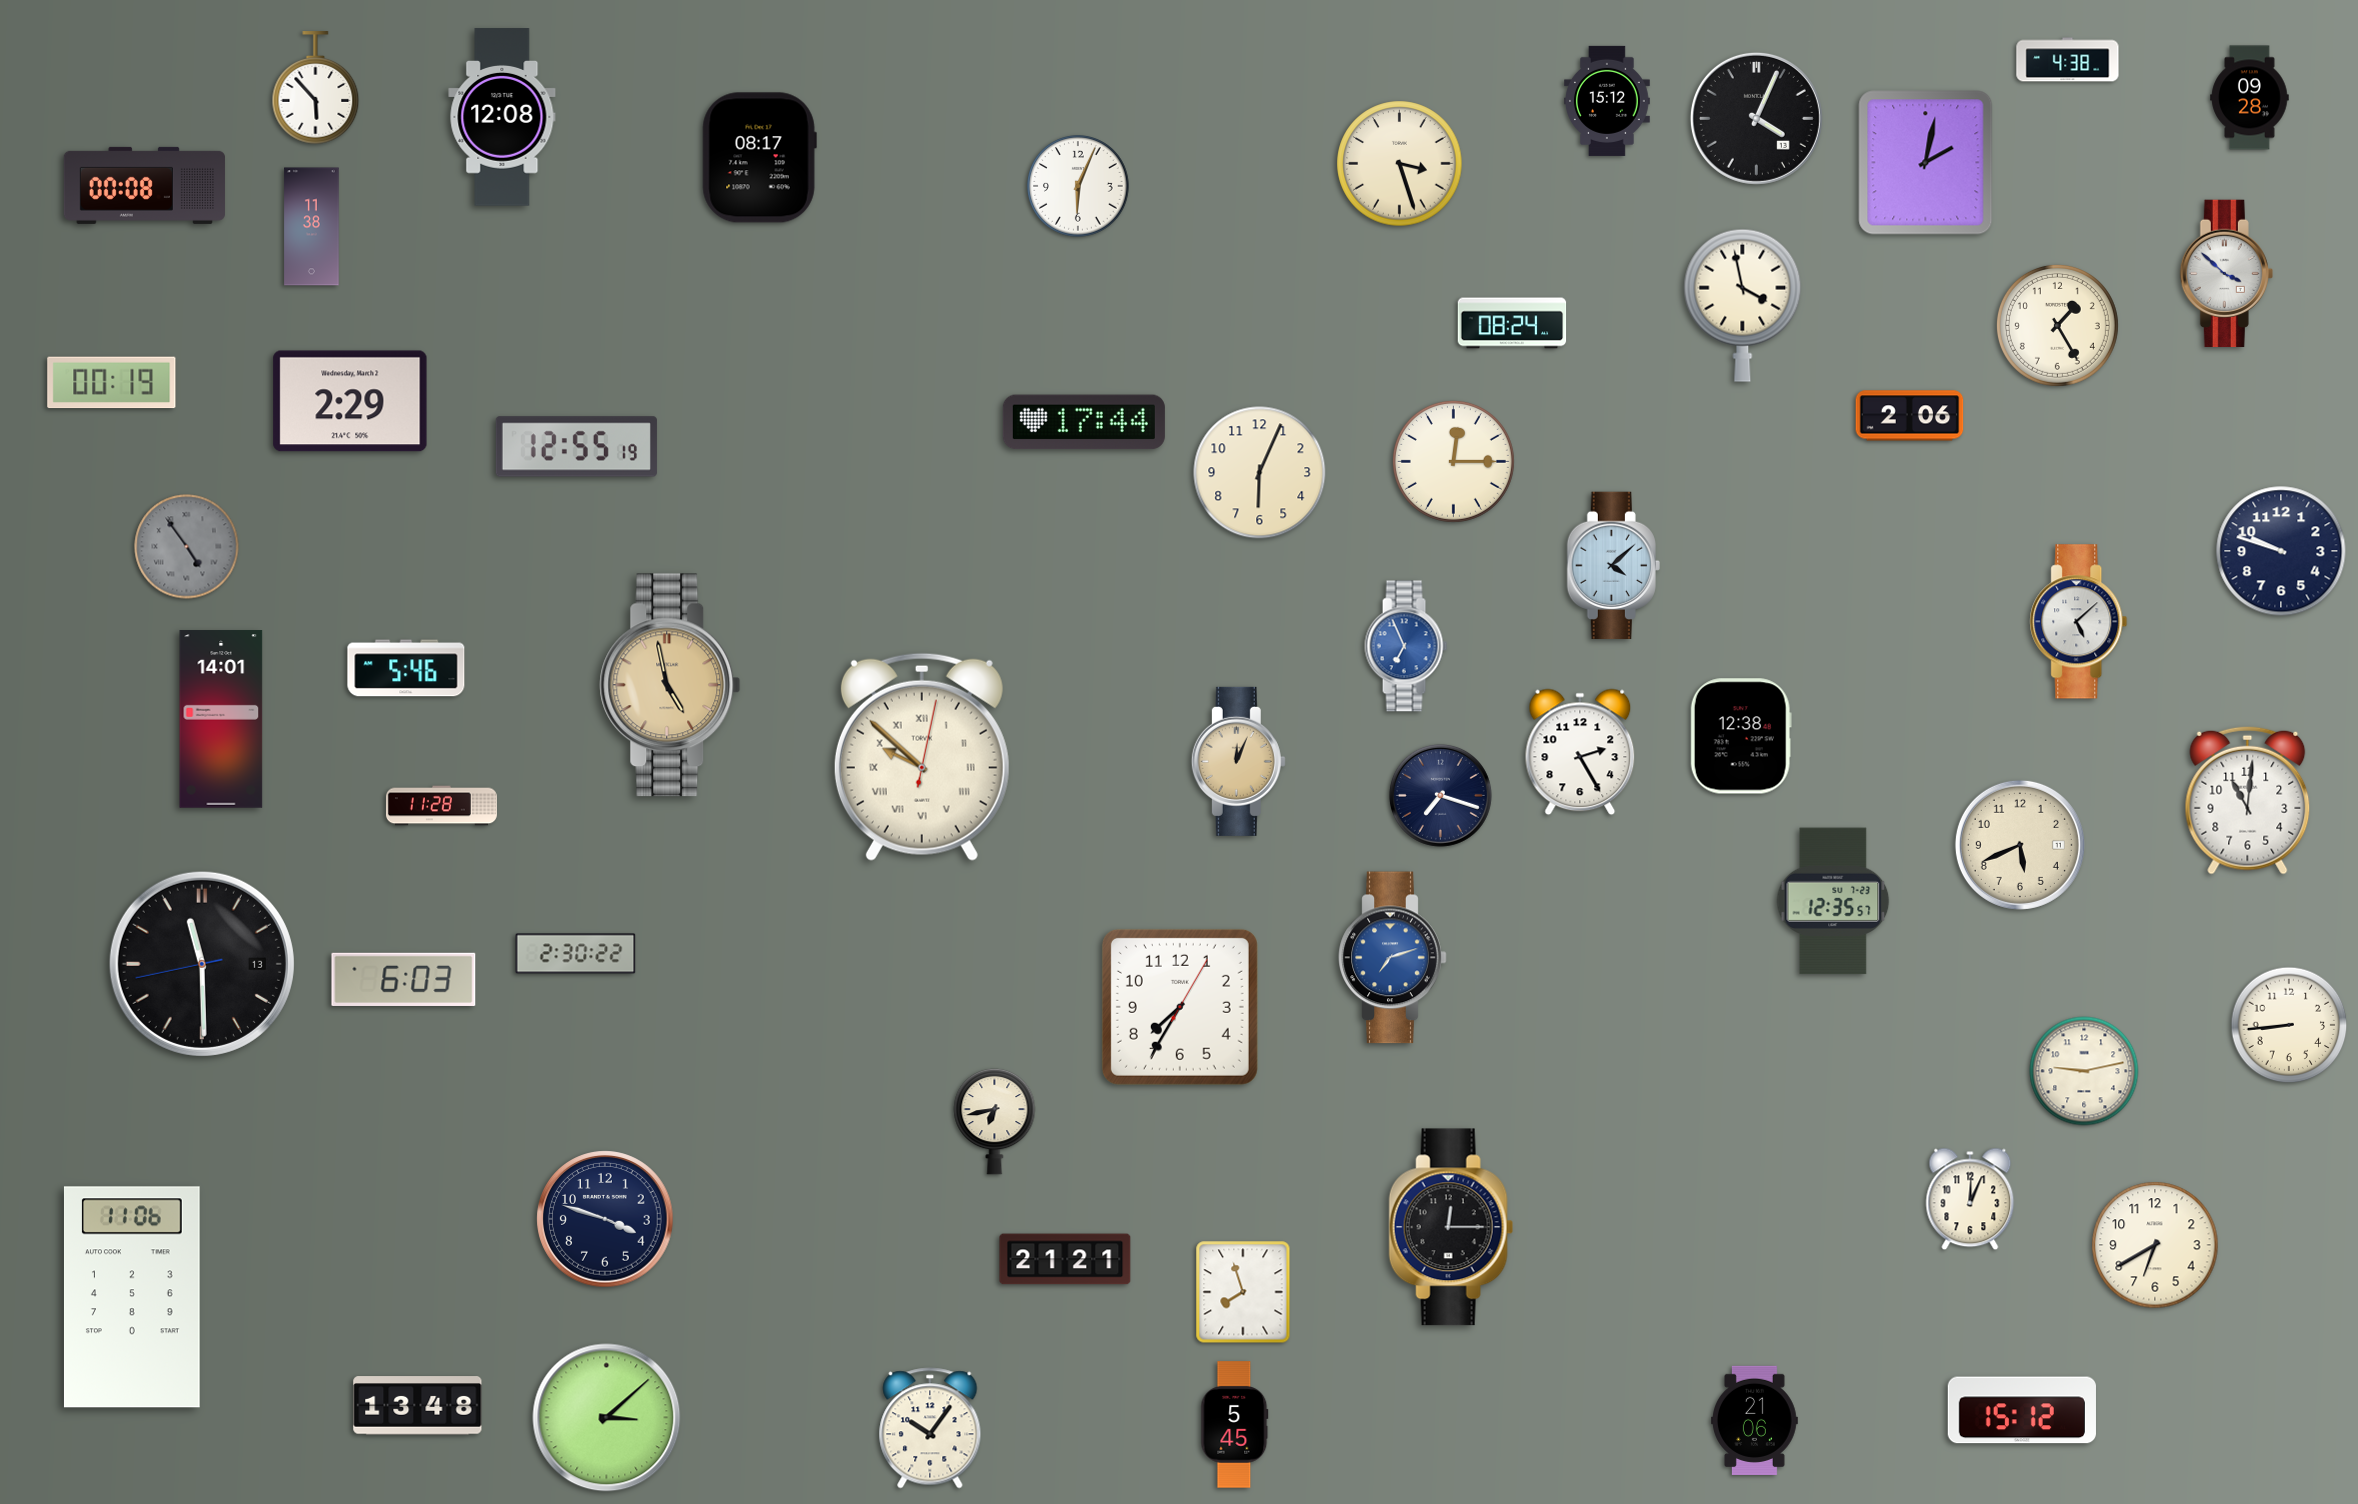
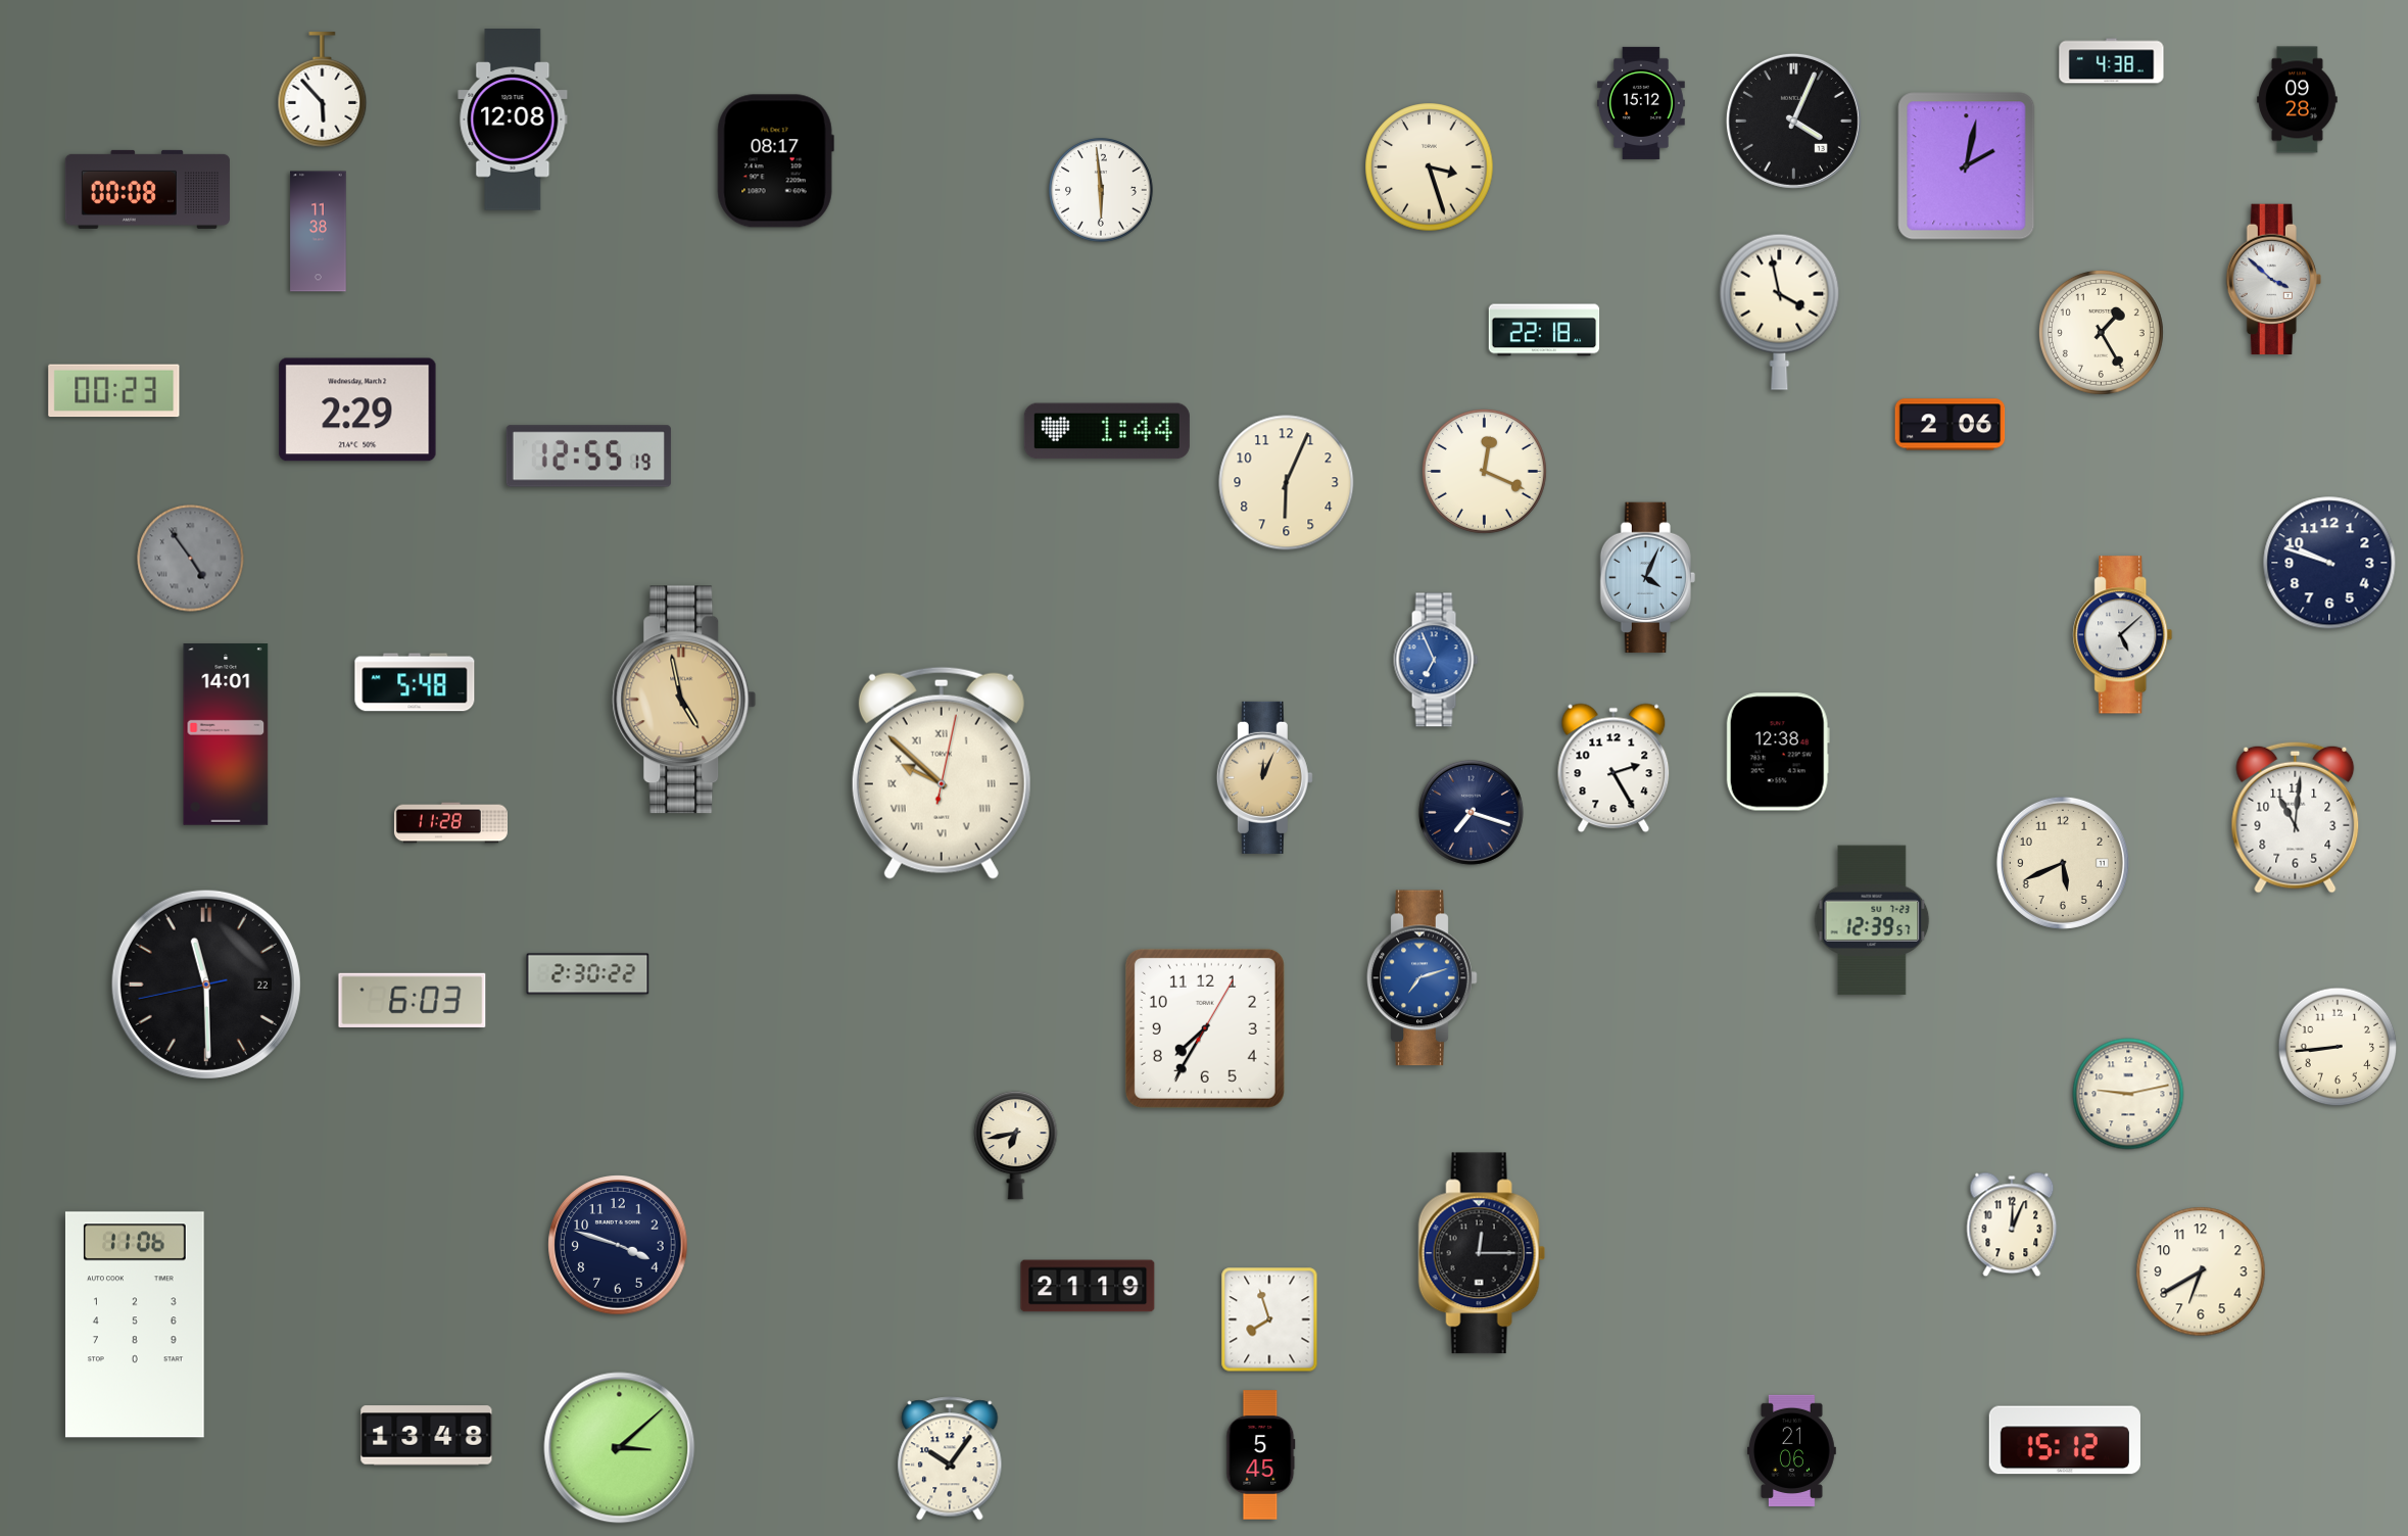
clock at (1078, 186): 6:04 -> 5:59
clock at (1512, 323): 08:24 -> 22:18
clock at (112, 383): 00:19 -> 00:23
clock at (1084, 422): 17:44 -> 1:44
clock at (1453, 461): 12:15 -> 12:19
clock at (1613, 566): 4:08 -> 4:04
clock at (406, 668): 5:46 -> 5:48
clock at (1833, 901): 12:35 -> 12:39
clock at (202, 964) date: 13 -> 22
clock at (1065, 1259): 21:21 -> 21:19
